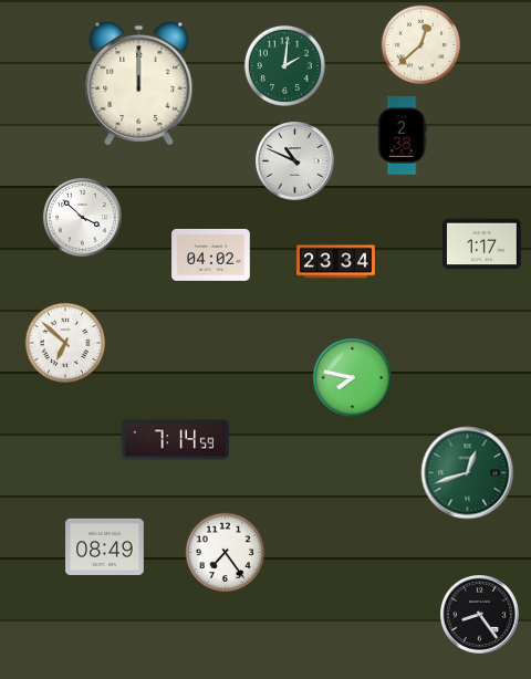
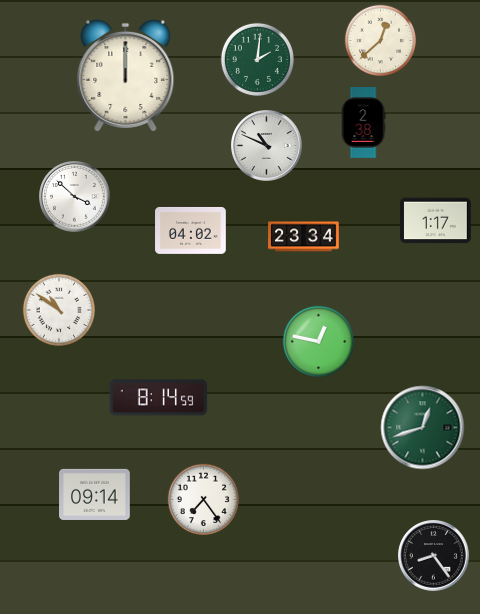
clock at (64, 342): 6:52 -> 10:51
clock at (353, 378): 7:47 -> 12:47
clock at (176, 440): 7:14 -> 8:14
clock at (105, 546): 08:49 -> 09:14
